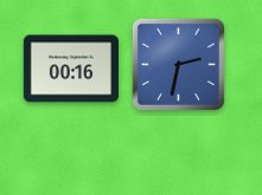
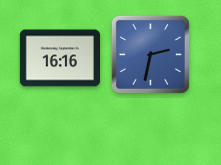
clock at (70, 69): 00:16 -> 16:16
